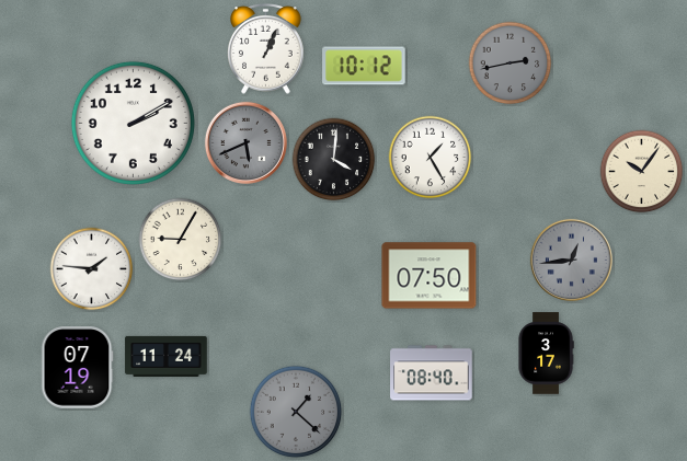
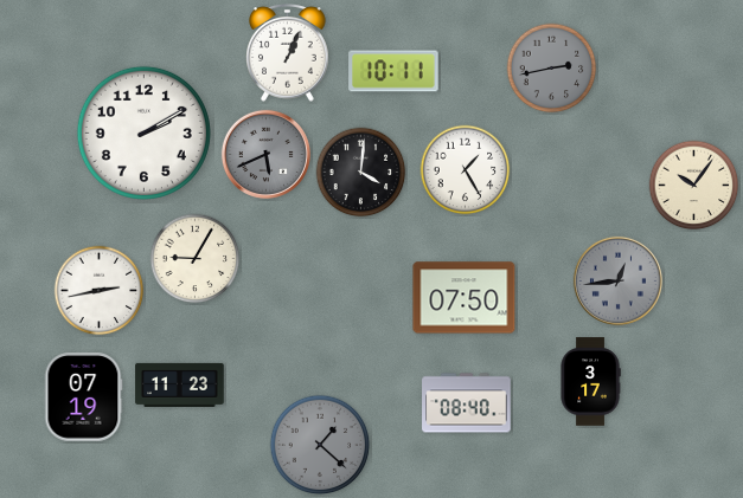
clock at (364, 66): 10:12 -> 10:11
clock at (92, 269): 1:46 -> 2:43
clock at (167, 356): 11:24 -> 11:23
